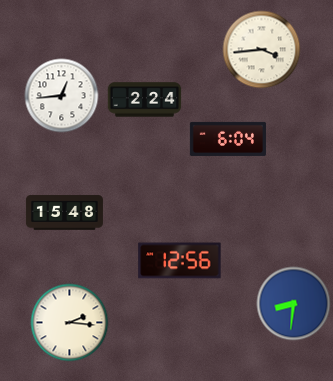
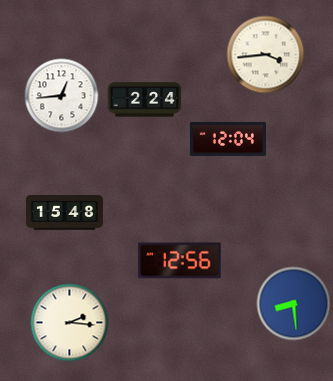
clock at (262, 50) position: (262, 50) -> (266, 55)
clock at (228, 139): 6:04 -> 12:04
clock at (294, 304): 8:31 -> 8:29
